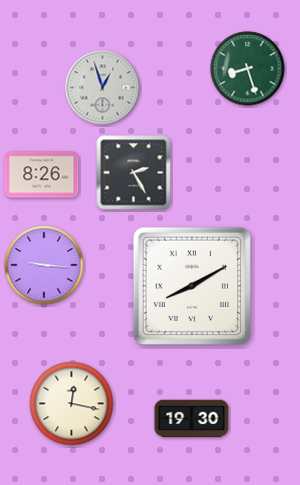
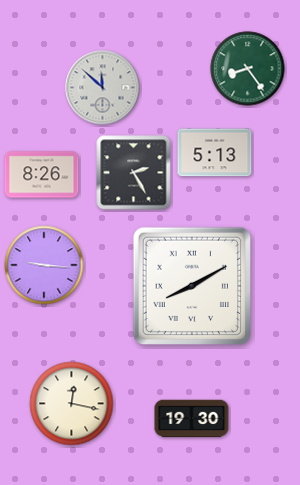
clock at (248, 69): 8:27 -> 8:24
clock at (103, 88): 12:57 -> 11:52
clock at (215, 153): none -> 5:13
